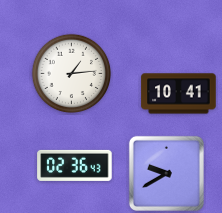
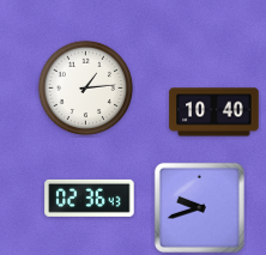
clock at (179, 94): 10:41 -> 10:40
clock at (166, 173): 9:40 -> 9:42
